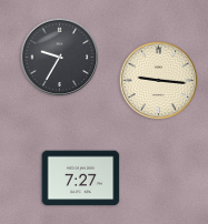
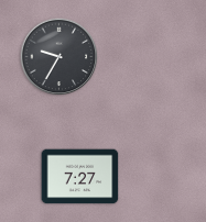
clock at (159, 81): 9:16 -> none
